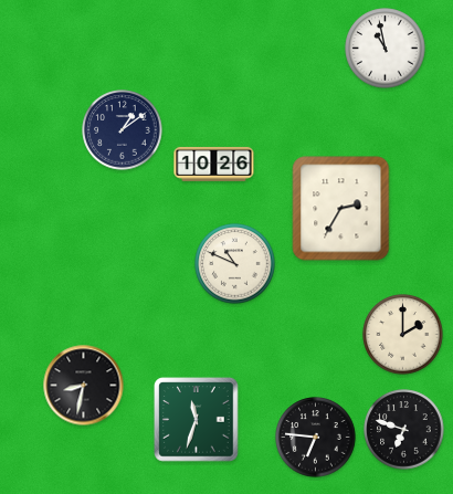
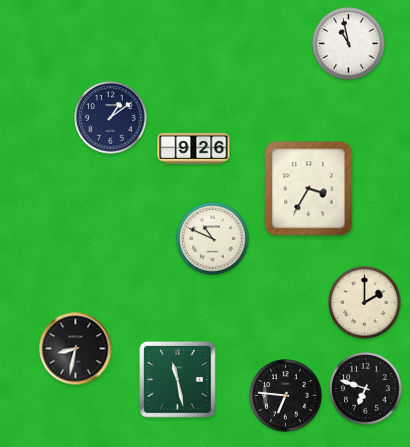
clock at (214, 164): 10:26 -> 9:26
clock at (341, 209): 2:35 -> 3:35
clock at (197, 420): 11:33 -> 11:28
